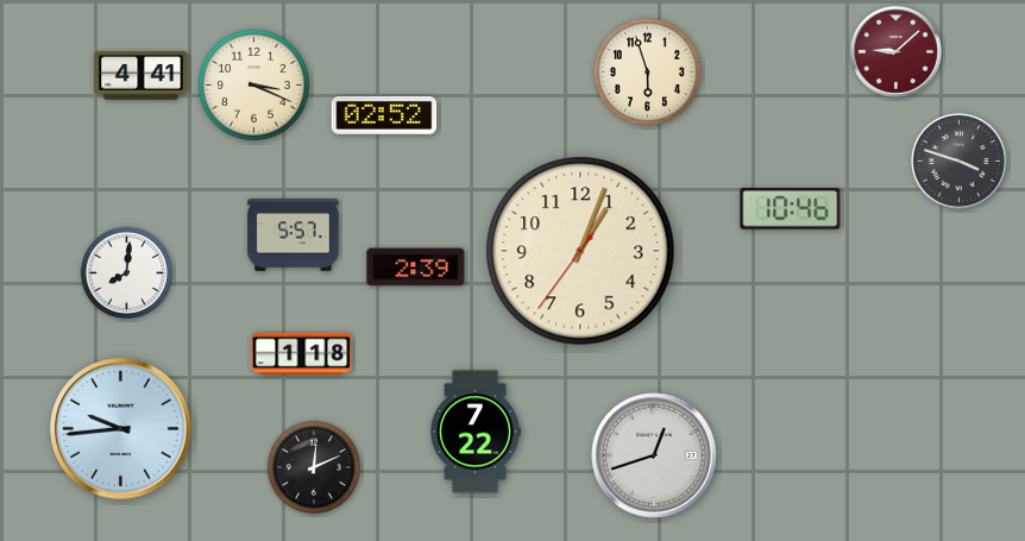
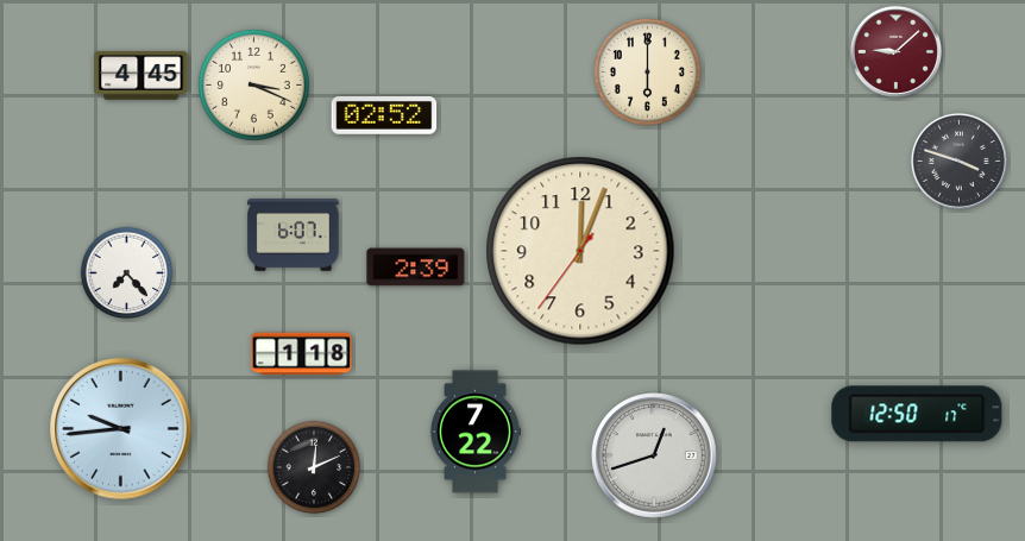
clock at (647, 71): 5:57 -> 6:00
clock at (142, 76): 4:41 -> 4:45
clock at (791, 209): 10:46 -> none
clock at (294, 235): 5:57 -> 6:07
clock at (580, 251): 1:03 -> 12:03
clock at (127, 273): 8:01 -> 7:23
clock at (917, 414): none -> 12:50
